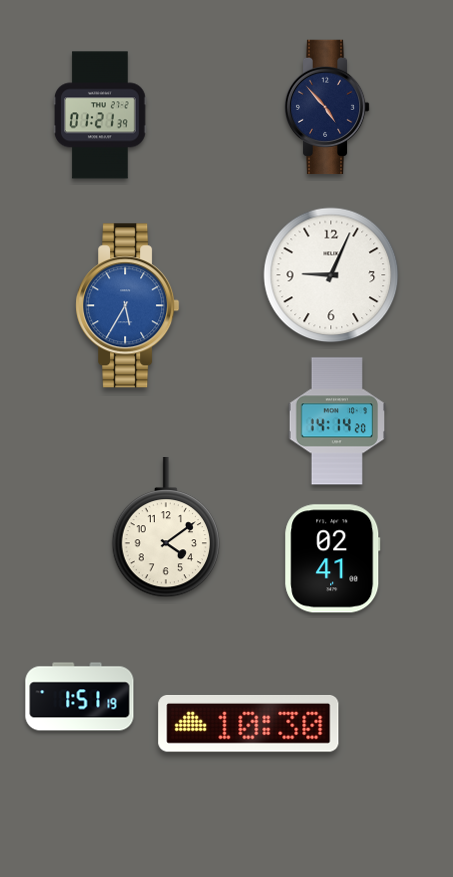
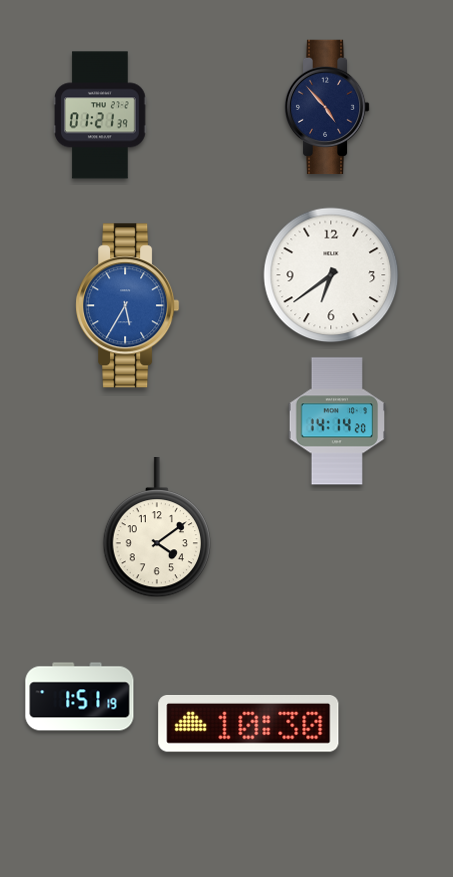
clock at (331, 275): 9:04 -> 6:39
clock at (165, 528) position: (165, 528) -> (156, 528)
clock at (333, 559): 02:41 -> none
